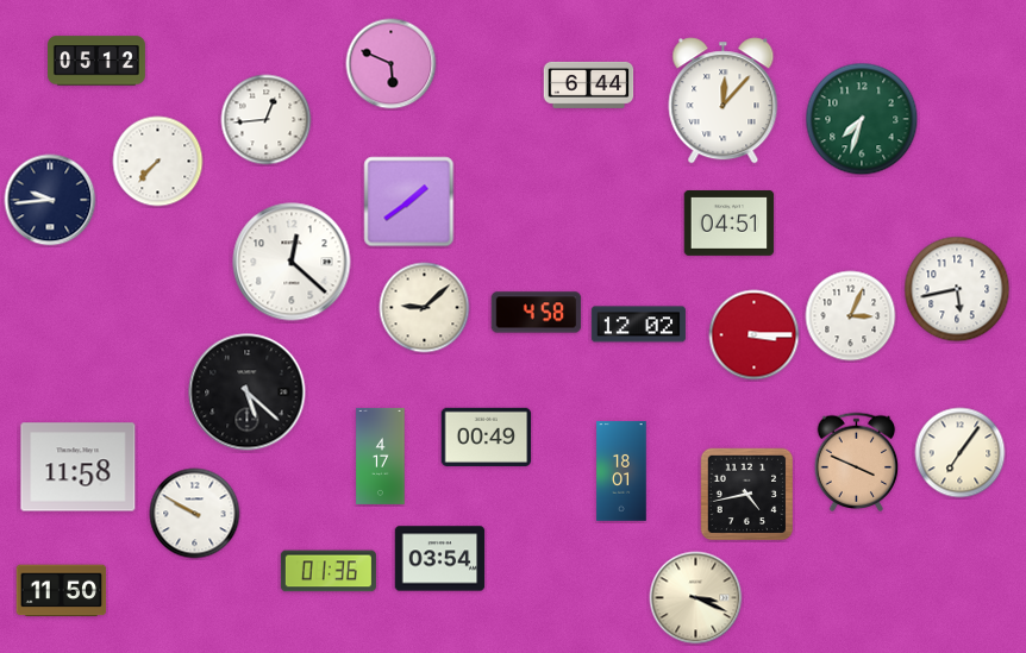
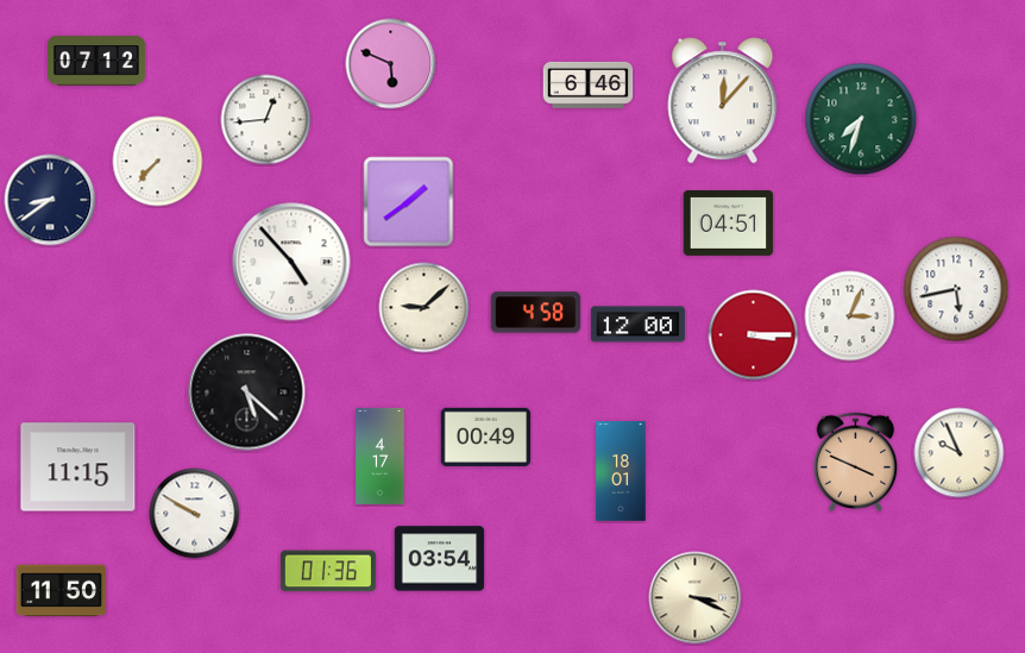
clock at (98, 61): 05:12 -> 07:12
clock at (589, 84): 6:44 -> 6:46
clock at (50, 200): 9:44 -> 8:39
clock at (292, 262): 12:22 -> 4:53
clock at (638, 325): 12:02 -> 12:00
clock at (961, 453): 7:06 -> 9:56
clock at (79, 467): 11:58 -> 11:15
clock at (747, 495): 4:43 -> none
